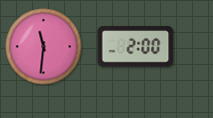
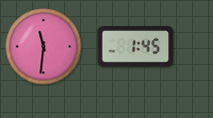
clock at (136, 47): 2:00 -> 1:45
